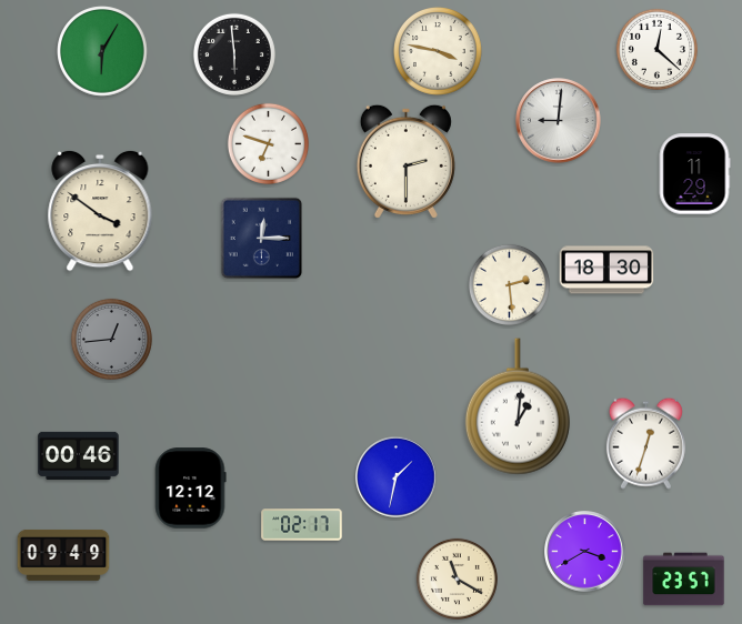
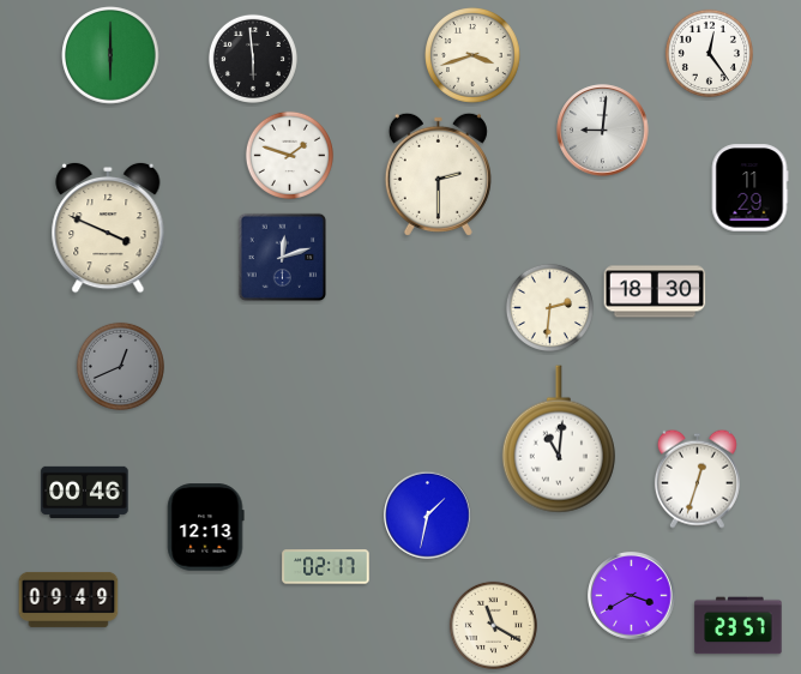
clock at (656, 49): 12:22 -> 12:24
clock at (102, 51): 6:05 -> 6:00
clock at (439, 52): 3:47 -> 3:42
clock at (268, 143): 6:48 -> 1:48
clock at (100, 211): 3:51 -> 3:49
clock at (262, 239): 12:15 -> 12:12
clock at (509, 284): 2:29 -> 2:31
clock at (111, 339): 12:44 -> 12:41
clock at (518, 406): 1:01 -> 11:01
clock at (190, 489): 12:12 -> 12:13
